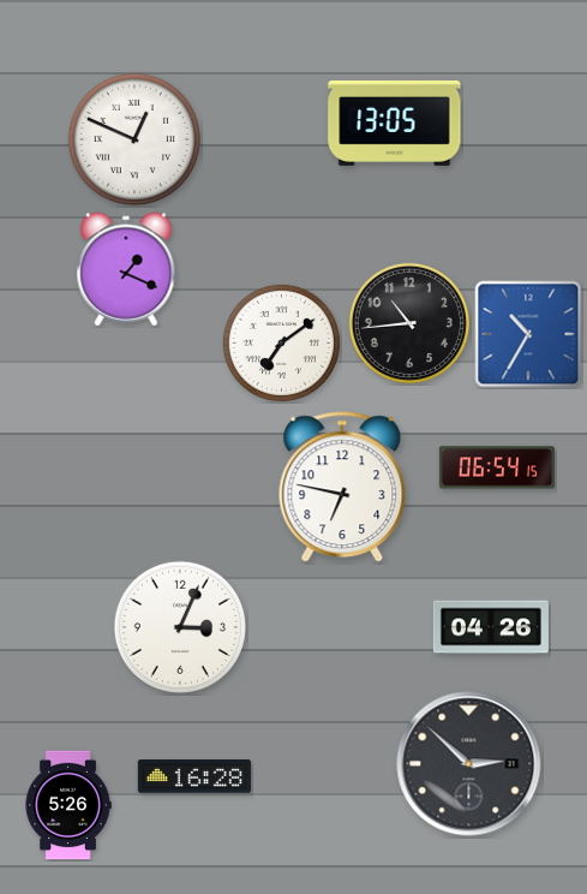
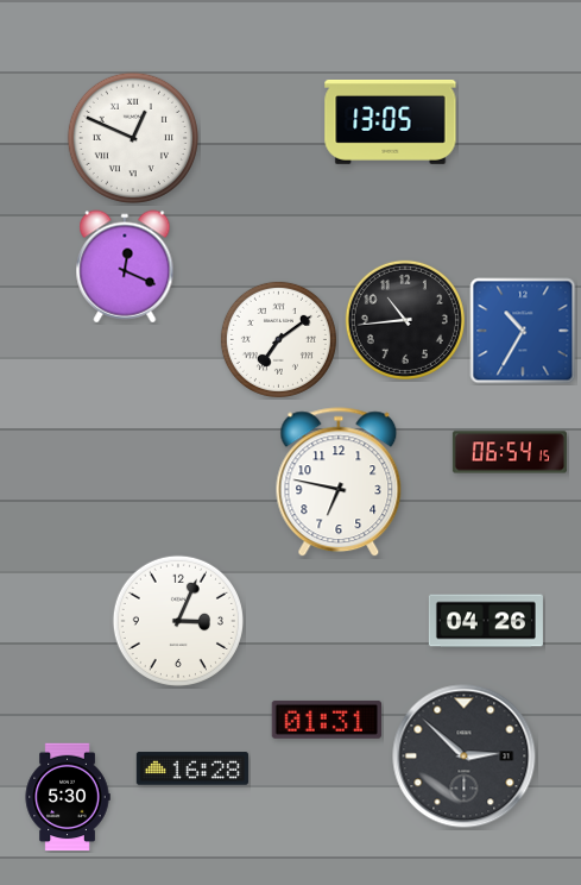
clock at (126, 269): 1:19 -> 12:19
clock at (497, 467) position: (497, 467) -> (510, 452)
clock at (326, 720): none -> 01:31
clock at (68, 805): 5:26 -> 5:30
